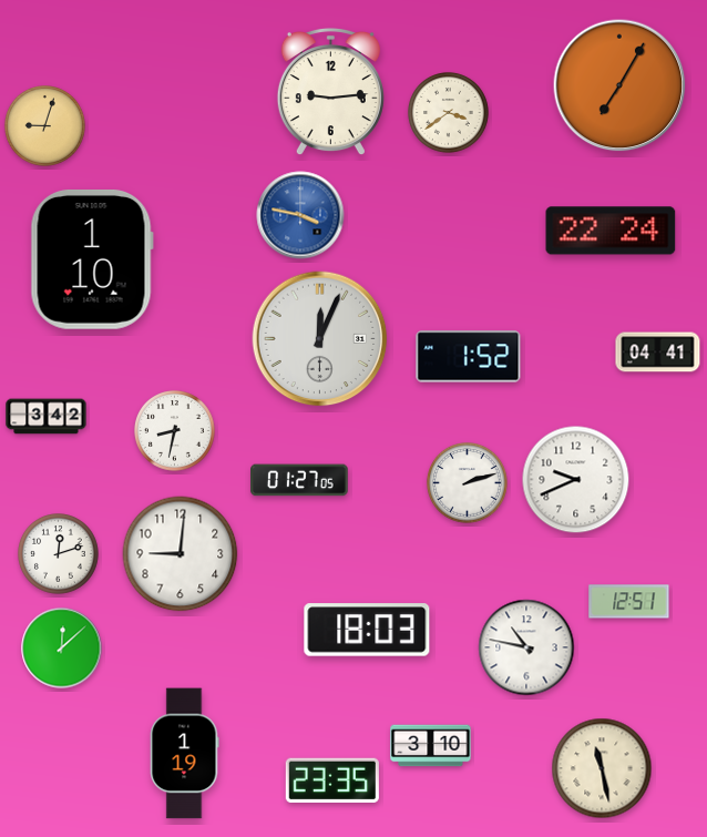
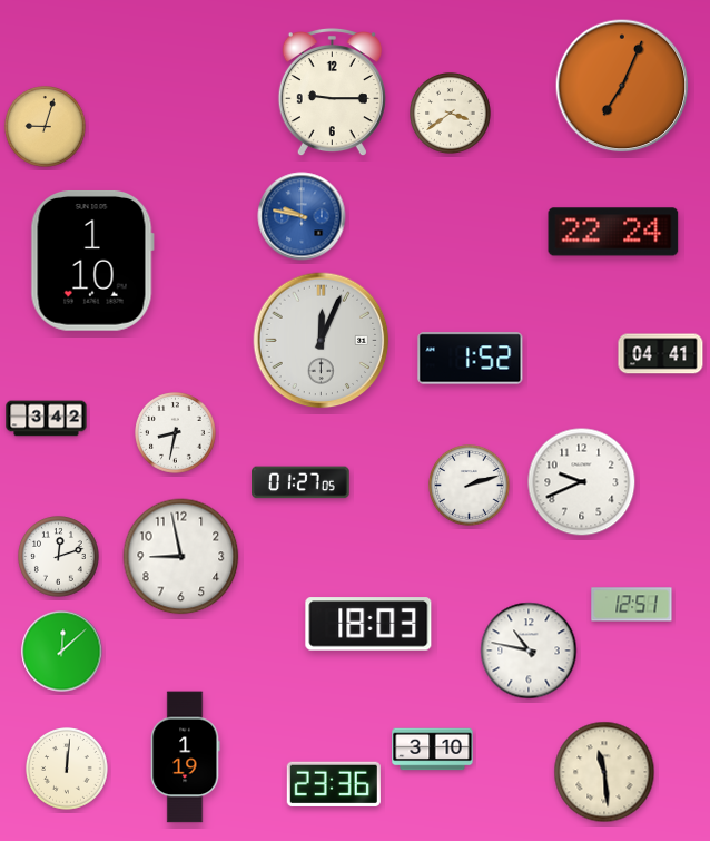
clock at (619, 85): 7:05 -> 7:04
clock at (330, 92): 9:14 -> 9:15
clock at (300, 215): 3:47 -> 9:47
clock at (576, 480) position: (576, 480) -> (582, 482)
clock at (181, 554): 9:01 -> 8:58
clock at (367, 630) position: (367, 630) -> (368, 624)
clock at (67, 769): none -> 12:01
clock at (602, 768): 11:28 -> 11:29
clock at (332, 780): 23:35 -> 23:36
